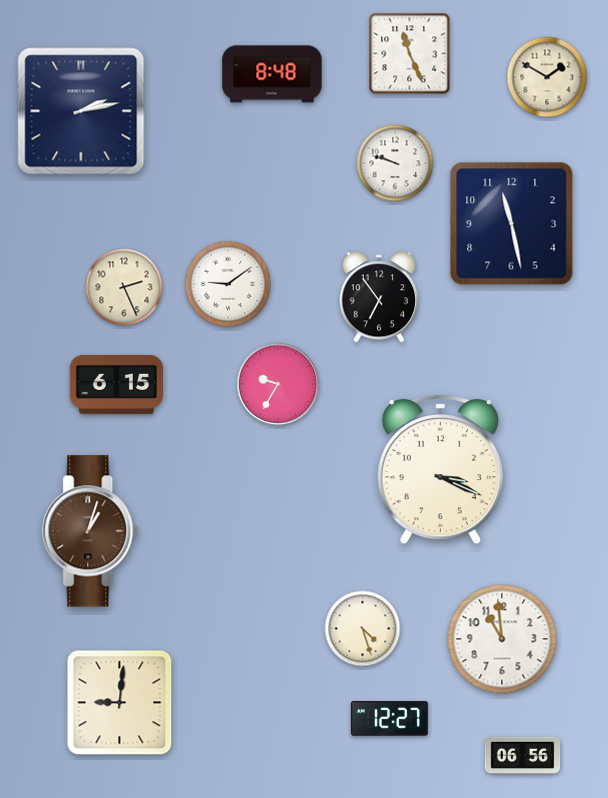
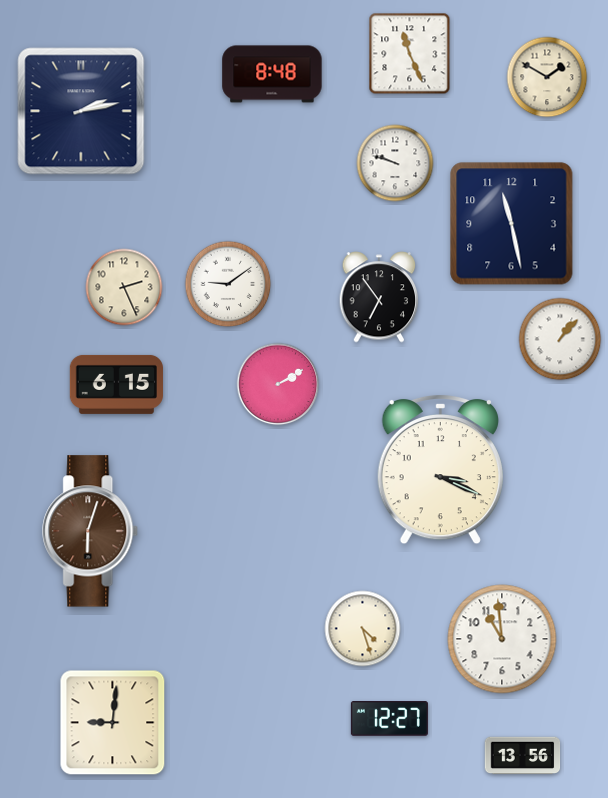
clock at (560, 339): none -> 1:07
clock at (278, 384): 9:35 -> 2:10
clock at (91, 531): 1:03 -> 6:03
clock at (120, 703) position: (120, 703) -> (113, 723)
clock at (523, 756): 06:56 -> 13:56
